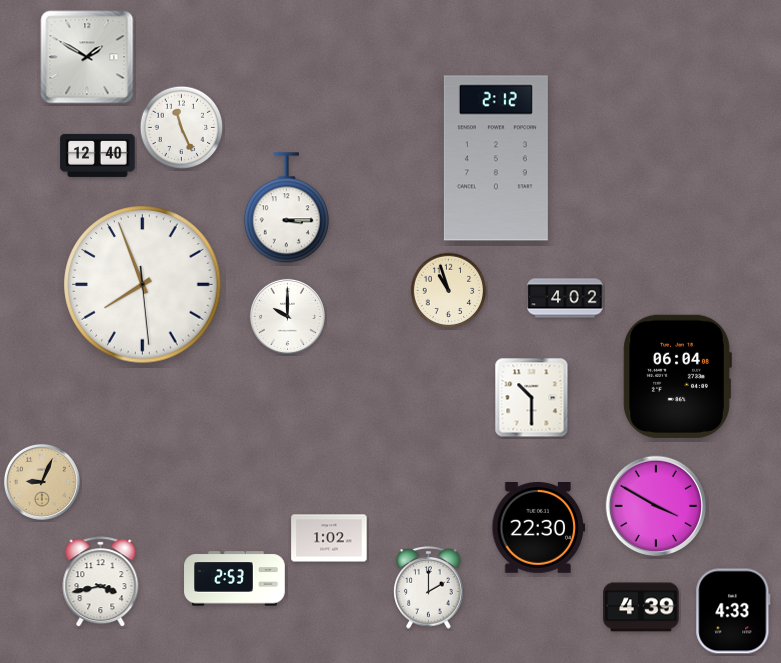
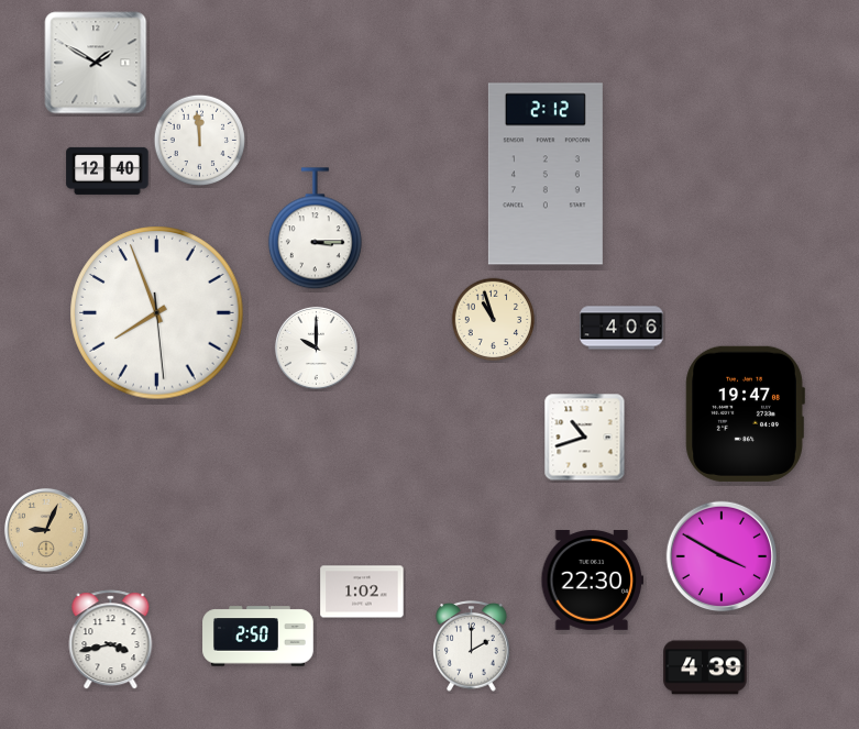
clock at (182, 128): 11:26 -> 11:59
clock at (565, 298): 4:02 -> 4:06
clock at (677, 376): 06:04 -> 19:47
clock at (532, 398): 10:30 -> 10:42
clock at (235, 579): 2:53 -> 2:50
clock at (733, 611): 4:33 -> none
